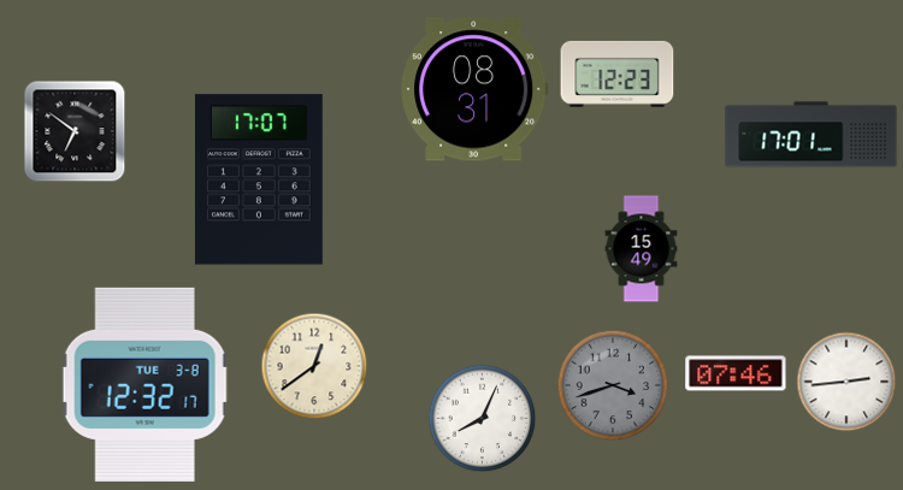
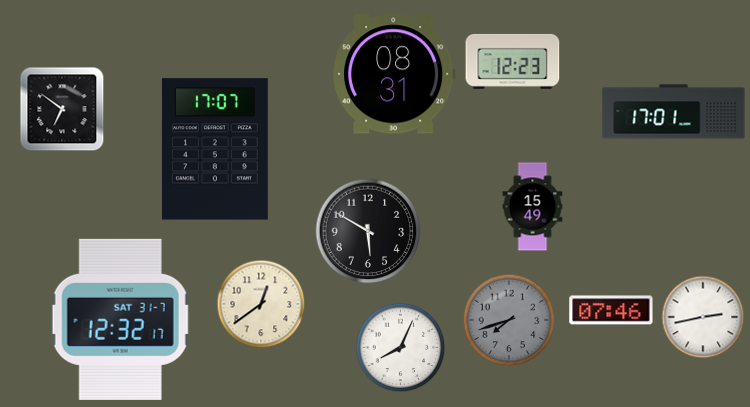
clock at (368, 231): none -> 5:50
clock at (846, 382): 2:44 -> 2:43
clock at (144, 384) date: TUE 3-8 -> SAT 31-7
clock at (613, 385): 3:42 -> 7:42
